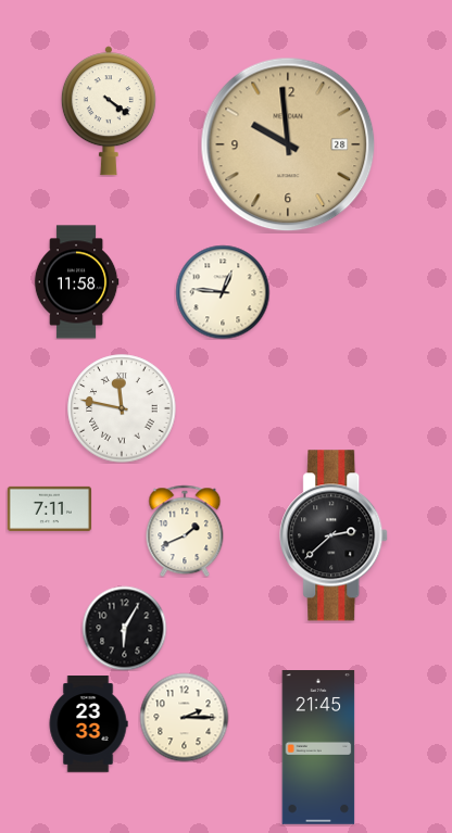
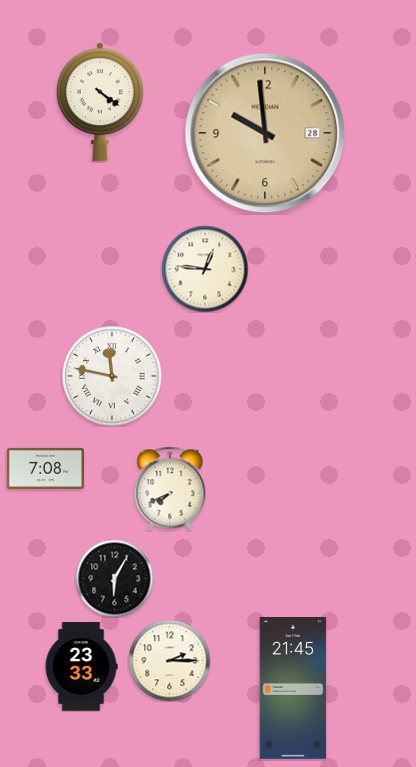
clock at (76, 282): 11:58 -> none
clock at (49, 508): 7:11 -> 7:08
clock at (185, 531): 1:41 -> 7:41
clock at (335, 535): 2:38 -> none
